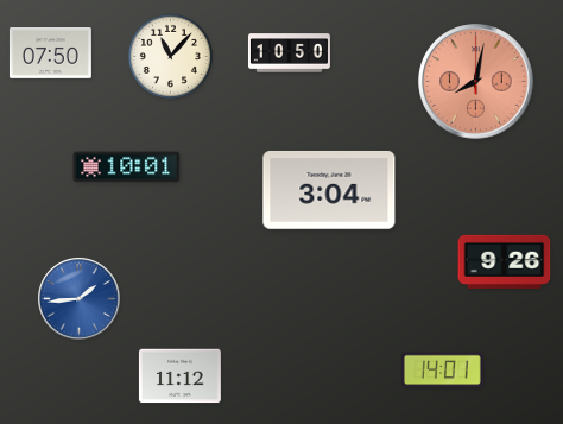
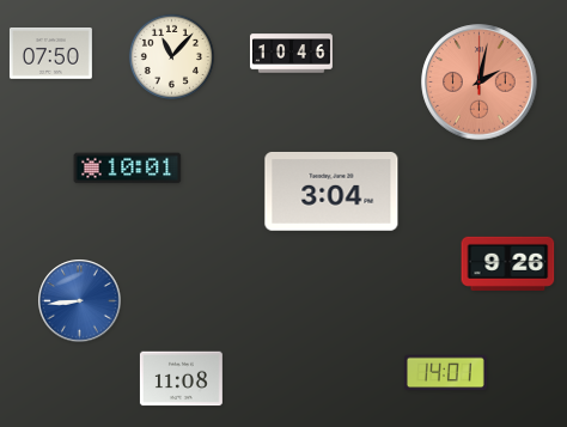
clock at (289, 53): 10:50 -> 10:46
clock at (476, 82): 8:02 -> 2:02
clock at (80, 299): 1:44 -> 8:44
clock at (179, 376): 11:12 -> 11:08
